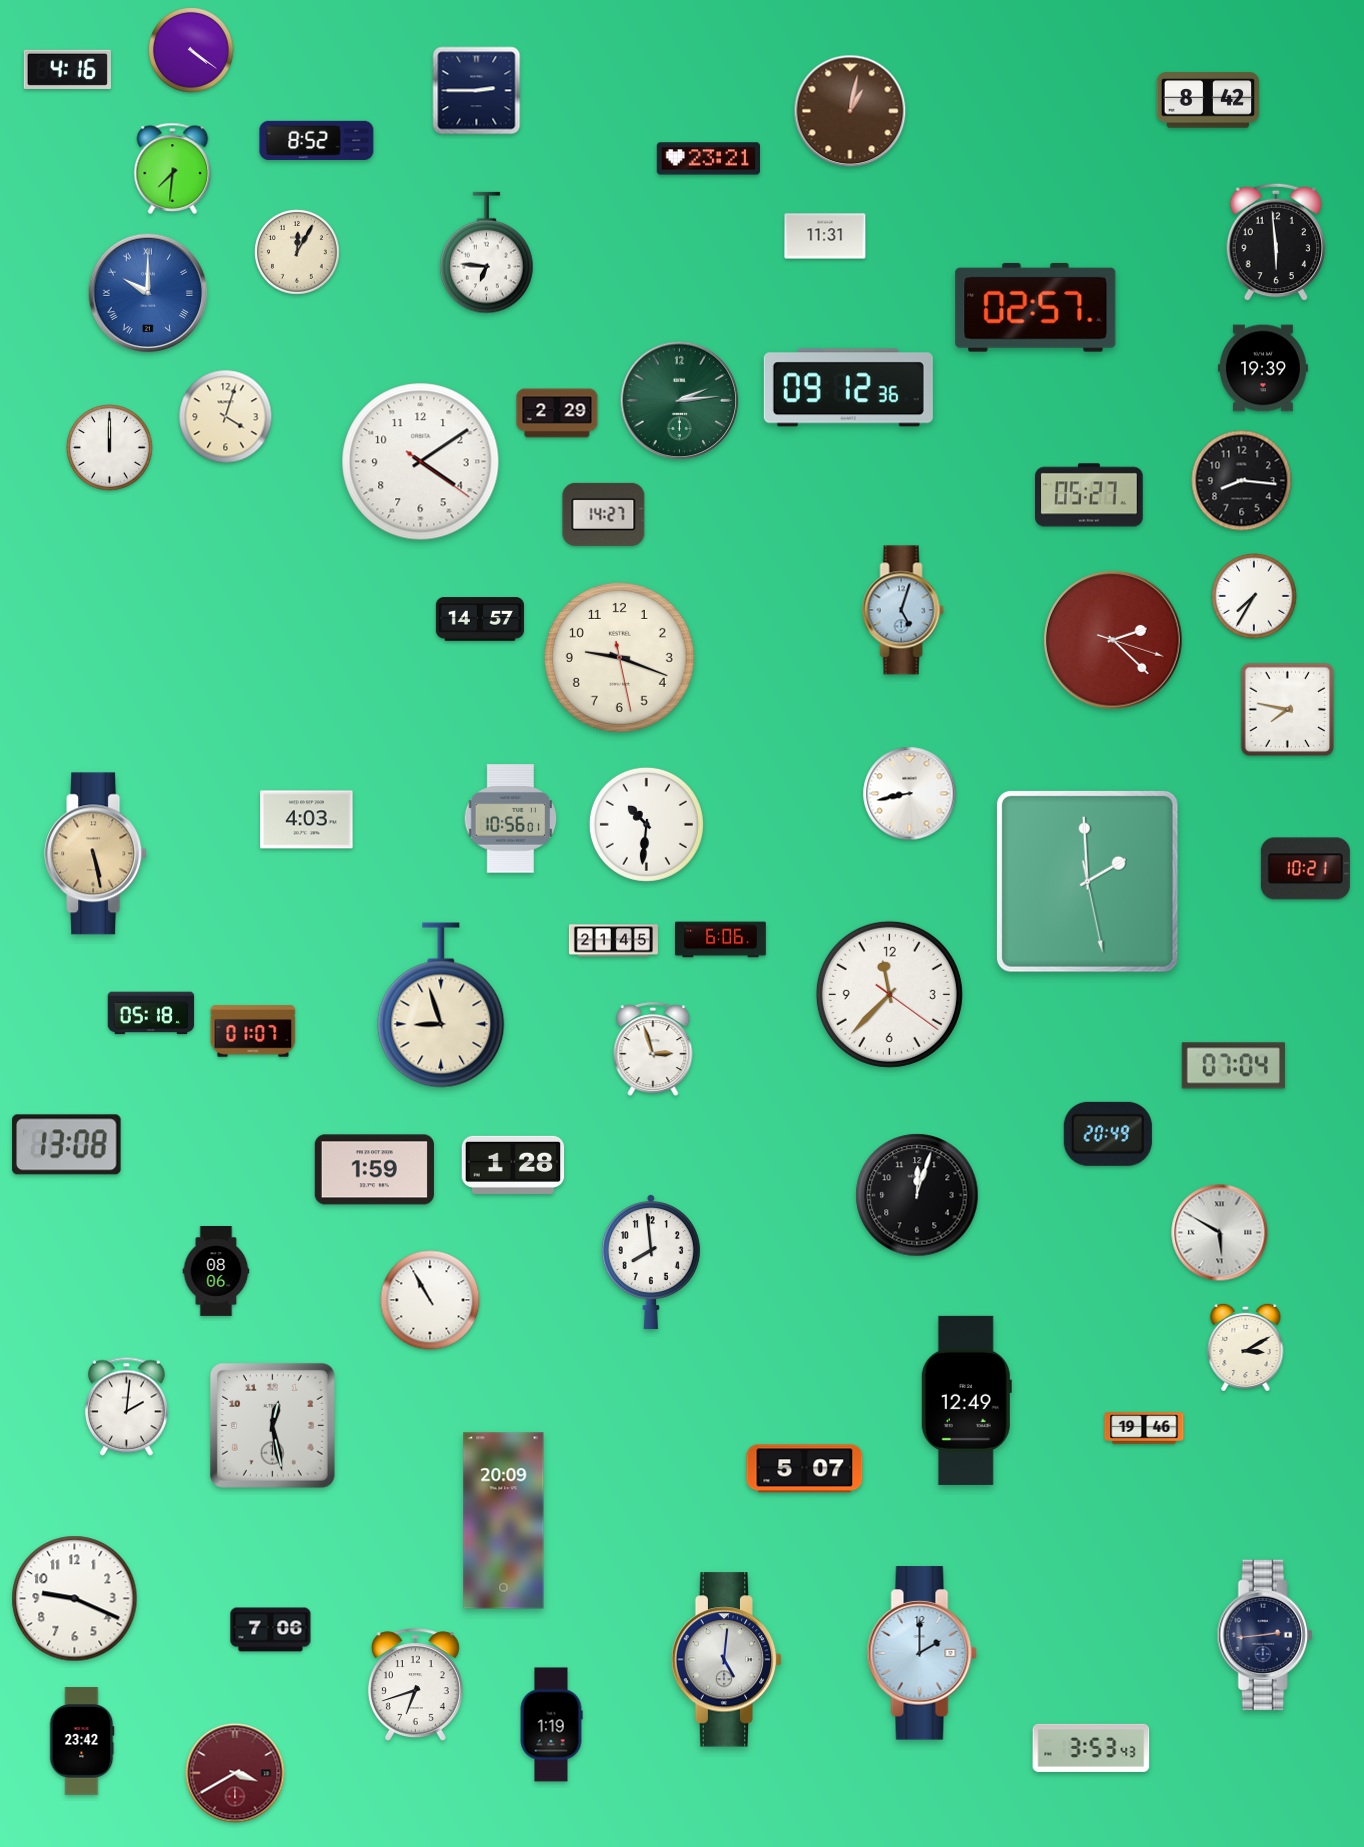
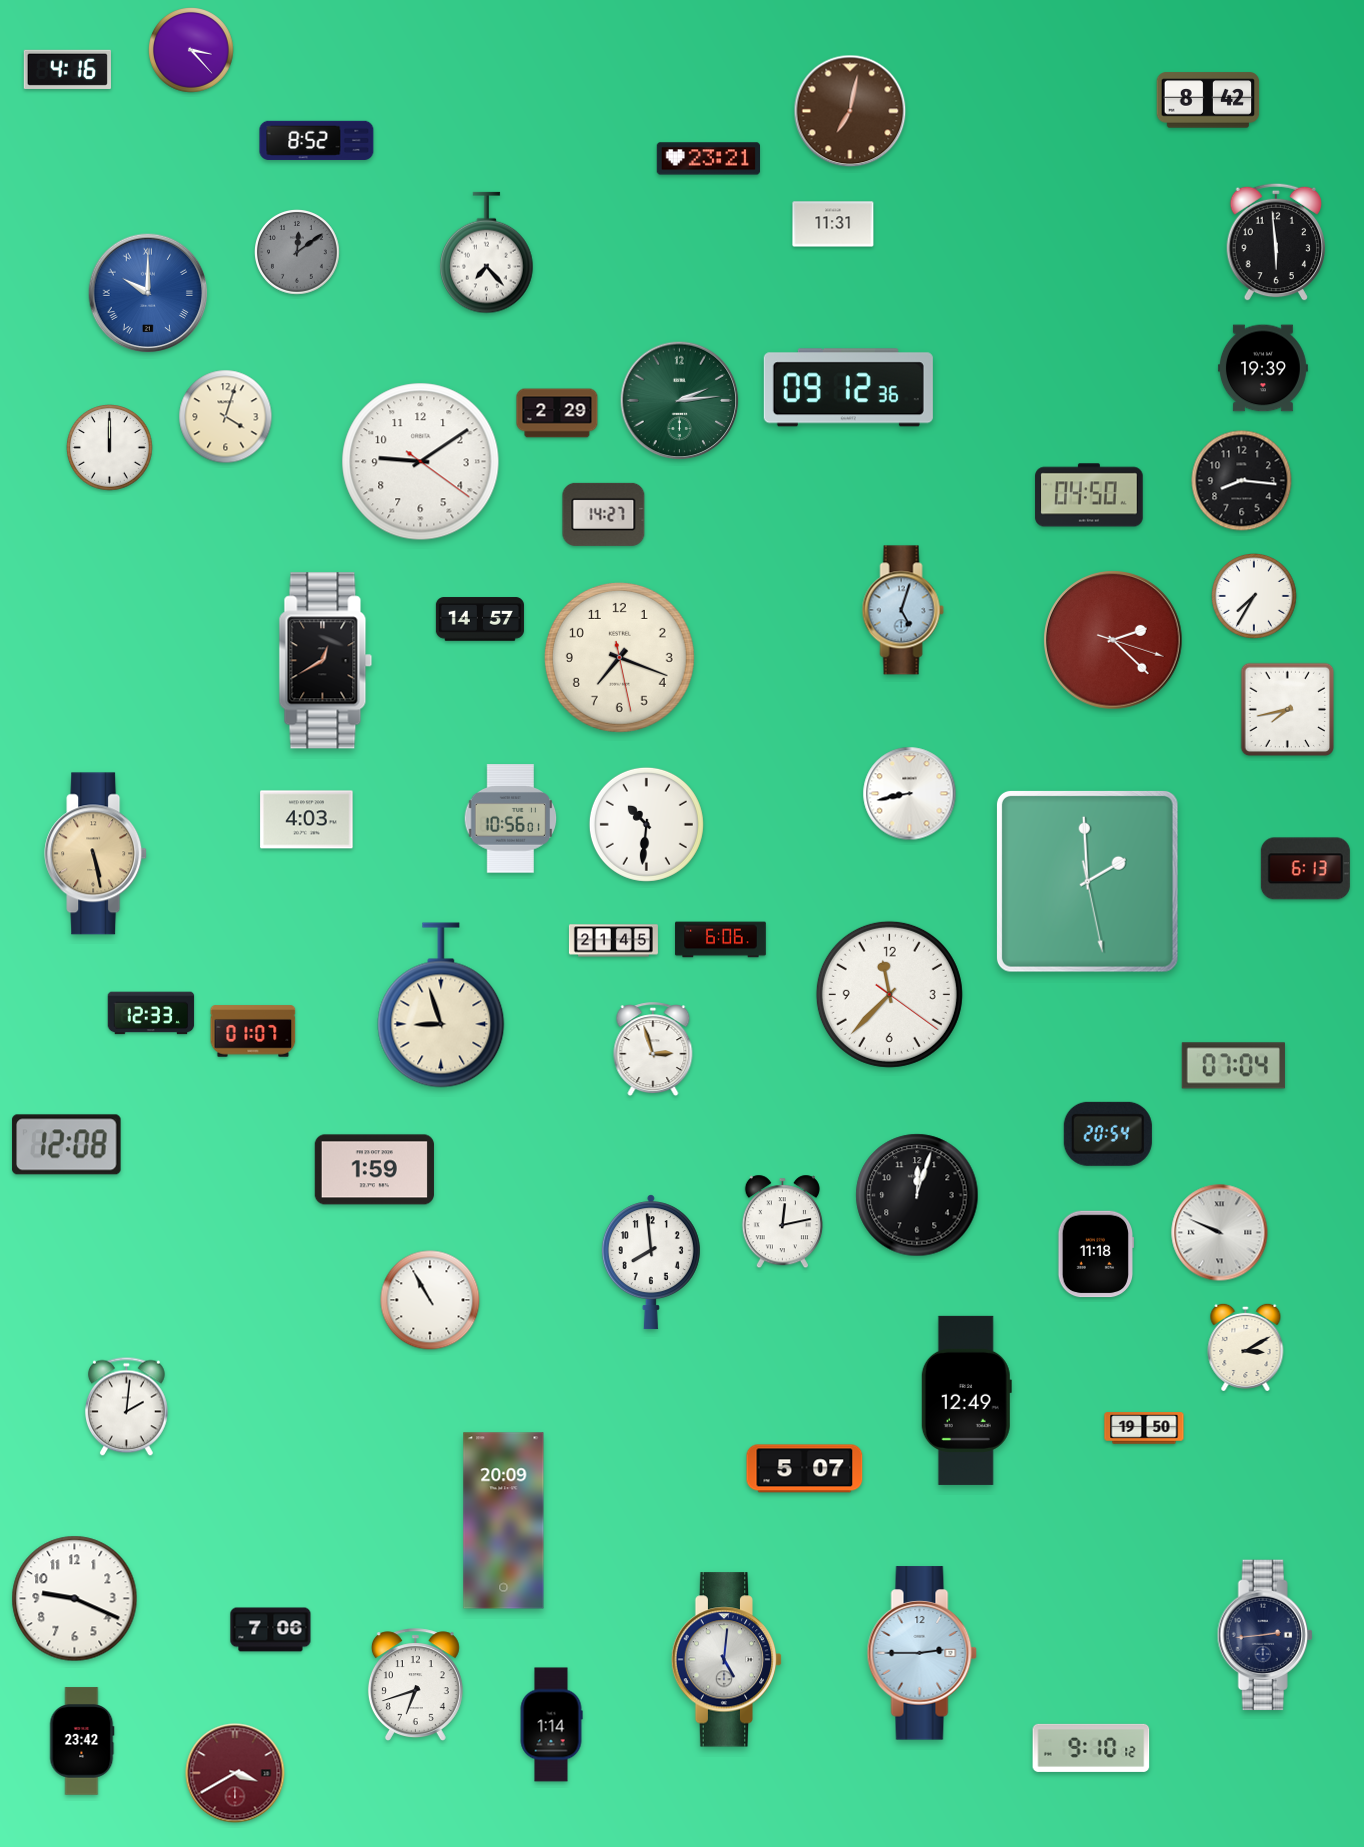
clock at (192, 51): 4:21 -> 3:23
clock at (477, 91): 2:45 -> none
clock at (850, 111): 1:02 -> 7:02
clock at (173, 168): 7:31 -> none
clock at (825, 236) position: (825, 236) -> (833, 224)
clock at (298, 253): 12:05 -> 12:09
clock at (298, 253) dial: cream -> grey
clock at (487, 253): 6:46 -> 7:23
clock at (1036, 307): 02:57 -> none
clock at (421, 462): 4:09 -> 9:09
clock at (1089, 495): 05:27 -> 04:50
clock at (619, 657): 9:18 -> 7:18
clock at (326, 661): none -> 12:40
clock at (1288, 710): 7:47 -> 7:43
clock at (1305, 869): 10:21 -> 6:13
clock at (151, 1013): 05:18 -> 12:33
clock at (1108, 1134): 20:49 -> 20:54
clock at (67, 1145): 13:08 -> 12:08
clock at (513, 1165): 1:28 -> none
clock at (782, 1222): none -> 12:13
clock at (1220, 1233): 5:50 -> 9:49
clock at (1096, 1254): none -> 11:18
clock at (216, 1272): 08:06 -> none
clock at (272, 1425): 12:28 -> none
clock at (1144, 1428): 19:46 -> 19:50
clock at (922, 1653): 2:00 -> 2:45
clock at (551, 1725): 1:19 -> 1:14
clock at (1091, 1748): 3:53 -> 9:10
